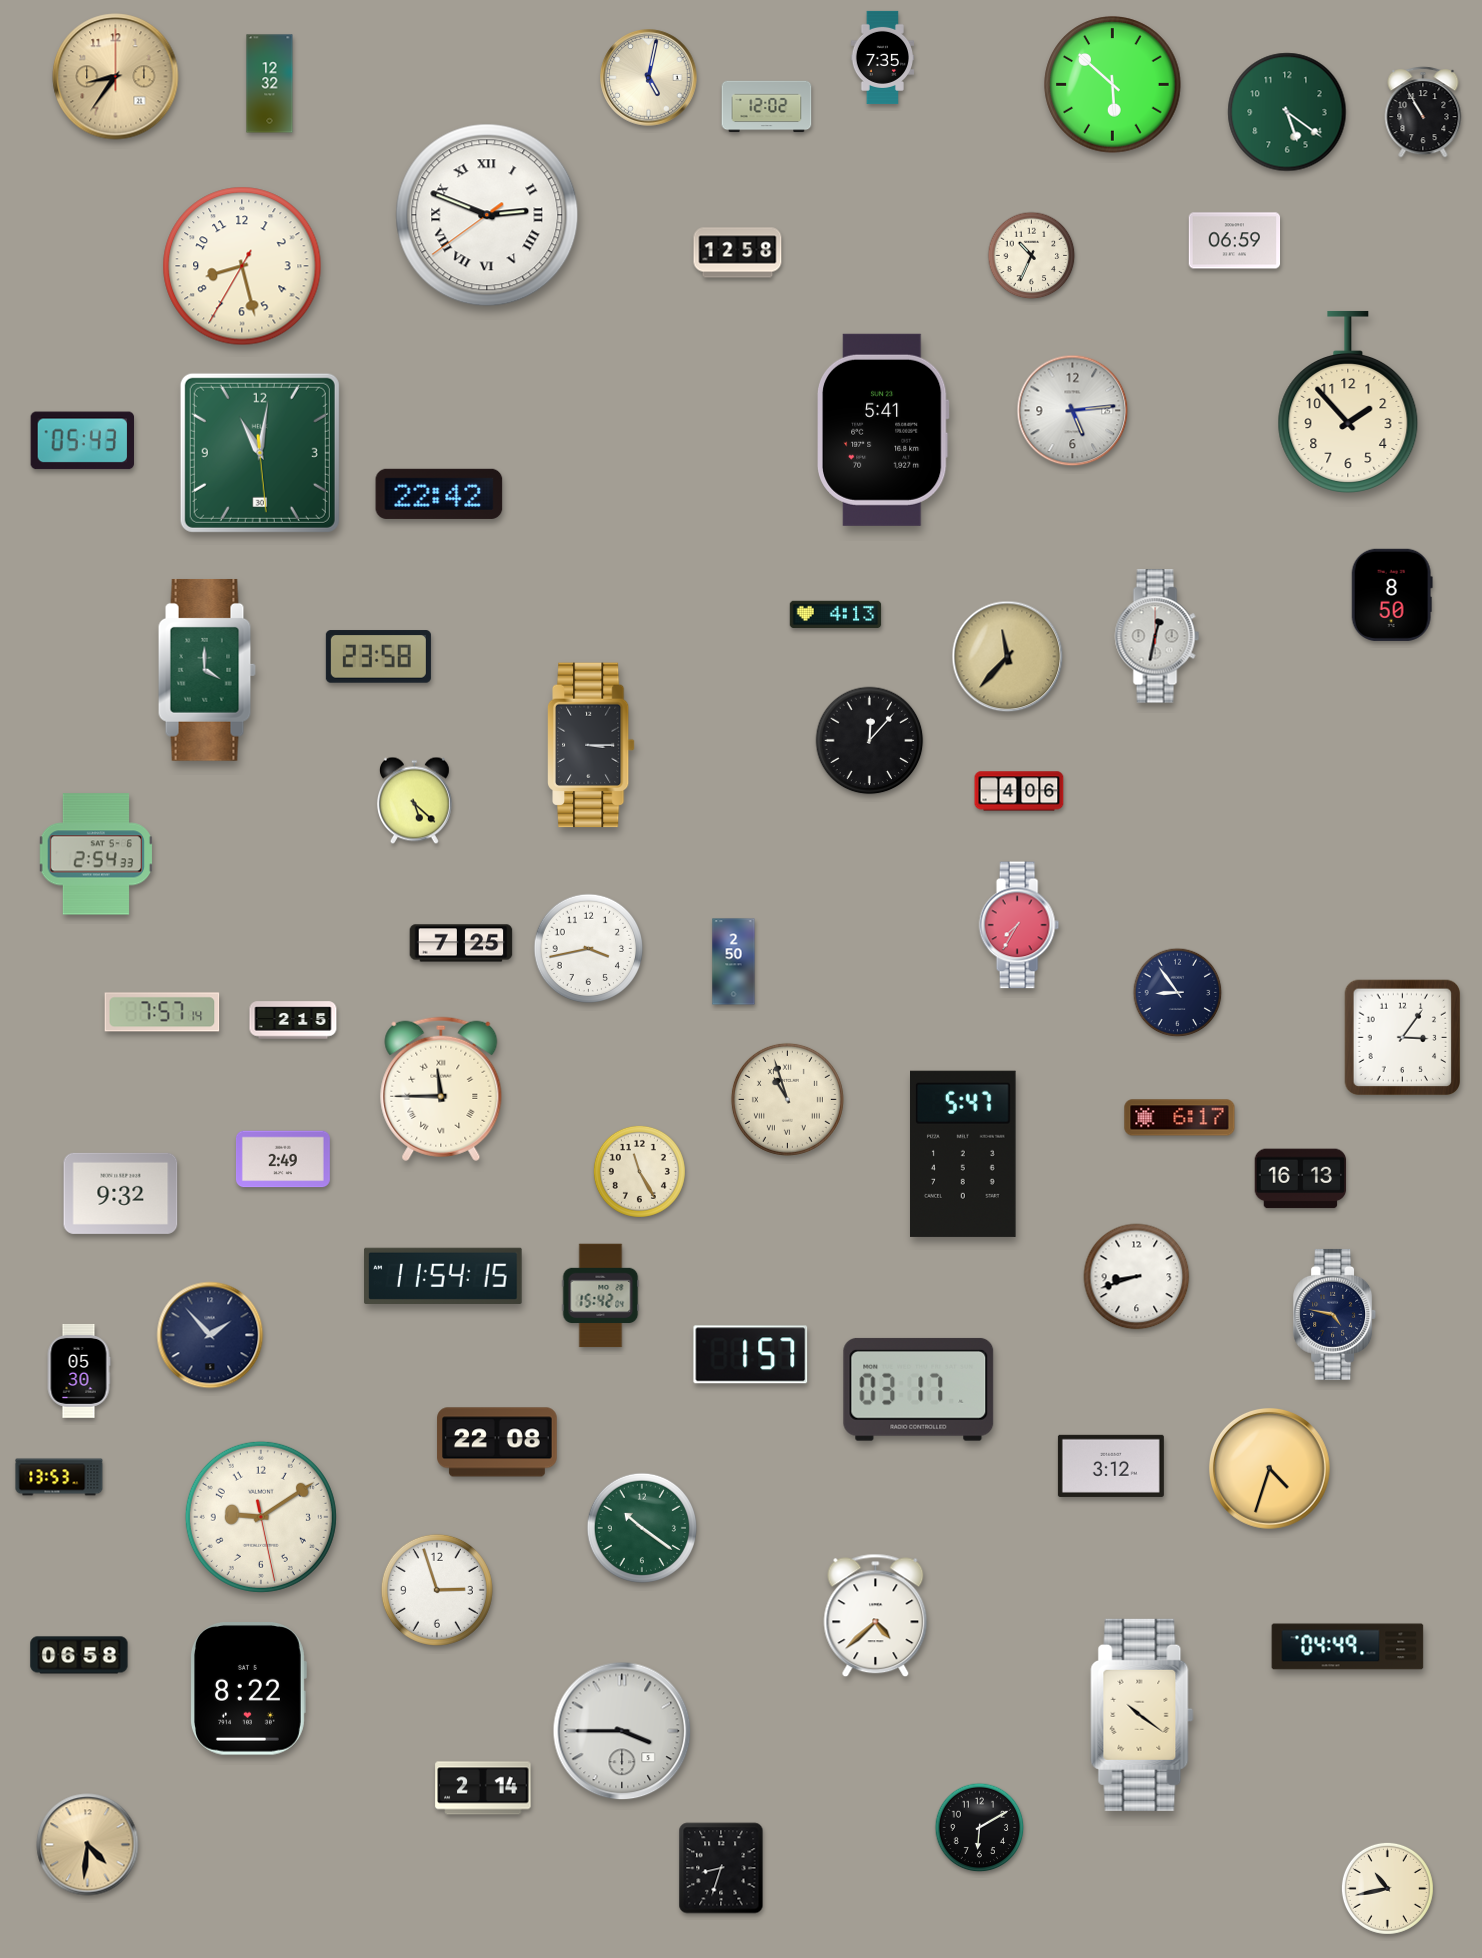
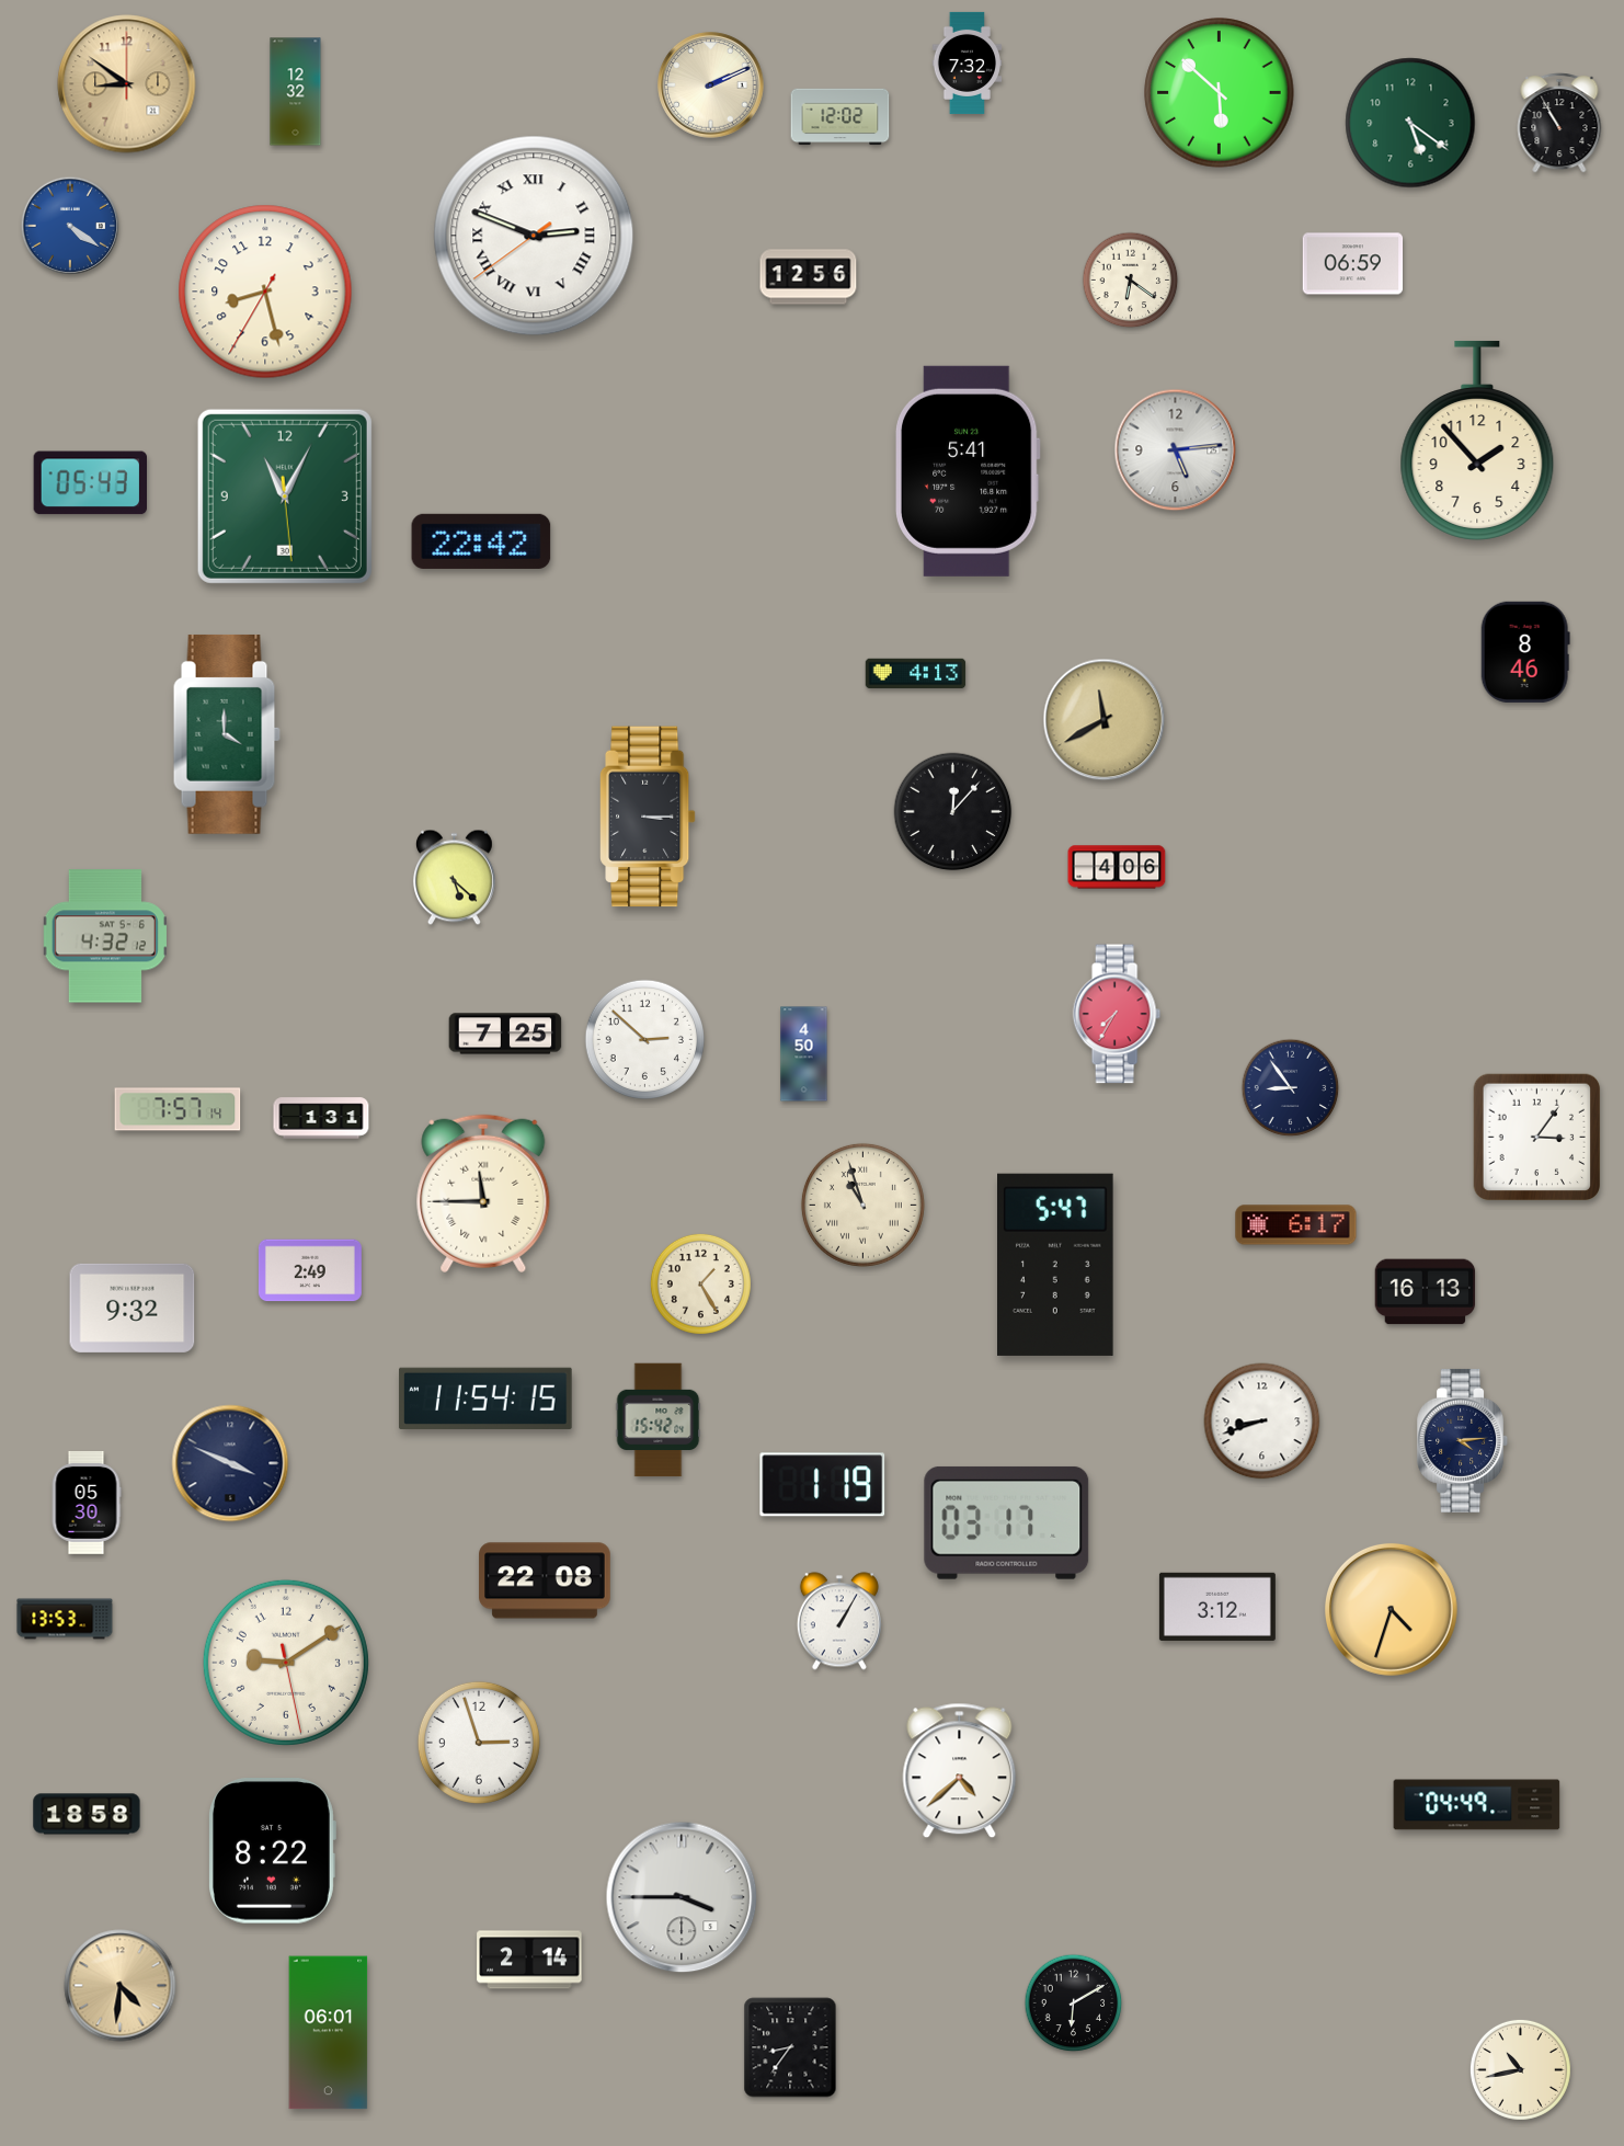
clock at (883, 57): 7:35 -> 7:32
clock at (116, 77): 8:36 -> 8:51
clock at (649, 78): 5:02 -> 2:11
clock at (69, 225): none -> 4:21
clock at (738, 253): 12:58 -> 12:56
clock at (1032, 256): 10:34 -> 6:21
clock at (260, 453): 11:01 -> 11:04
clock at (1392, 595): 8:50 -> 8:46
clock at (1157, 636): 12:32 -> none
clock at (378, 657): 23:58 -> none
clock at (1008, 657): 11:37 -> 11:40
clock at (96, 854): 2:54 -> 4:32
clock at (588, 948): 3:43 -> 2:52
clock at (734, 962): 2:50 -> 4:50
clock at (293, 1020): 2:15 -> 1:31
clock at (1180, 1118) position: (1180, 1118) -> (1296, 1225)
clock at (639, 1171): 11:25 -> 1:25
clock at (1137, 1277) position: (1137, 1277) -> (1262, 1422)
clock at (1335, 1314): 4:47 -> 4:14
clock at (210, 1335): 1:53 -> 3:49
clock at (751, 1355): 1:57 -> 1:19
clock at (839, 1621): none -> 1:05
clock at (642, 1528): 10:21 -> none
clock at (79, 1655): 06:58 -> 18:58
clock at (1142, 1715): 10:21 -> none
clock at (88, 1845) position: (88, 1845) -> (121, 1986)
clock at (329, 2033): none -> 06:01
clock at (721, 1868): 8:33 -> 8:36
